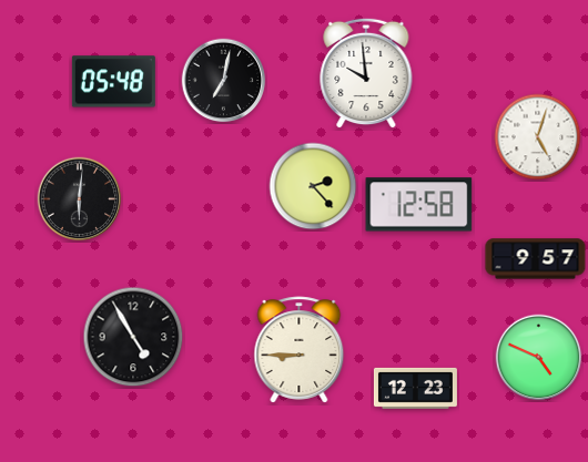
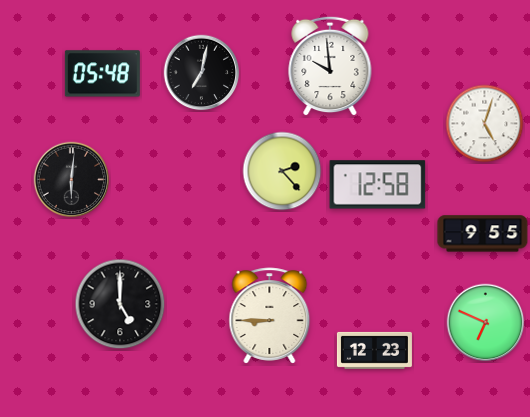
clock at (313, 186) position: (313, 186) -> (282, 171)
clock at (536, 259): 9:57 -> 9:55
clock at (133, 337): 4:55 -> 5:00
clock at (539, 358): 4:49 -> 6:49
